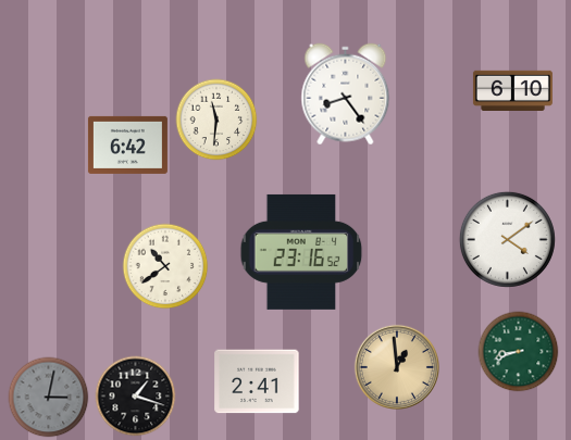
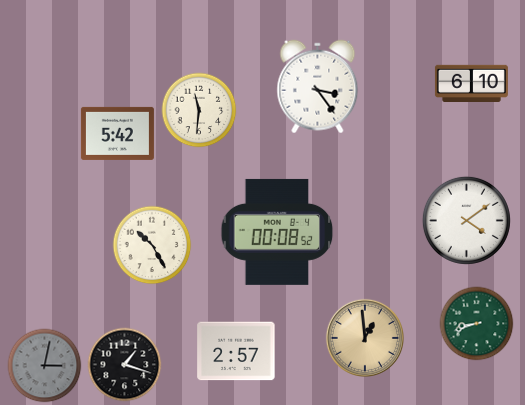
clock at (346, 95): 8:24 -> 3:24
clock at (127, 144): 6:42 -> 5:42
clock at (301, 252): 23:16 -> 00:08
clock at (165, 266): 10:39 -> 10:25
clock at (257, 381): 2:41 -> 2:57
